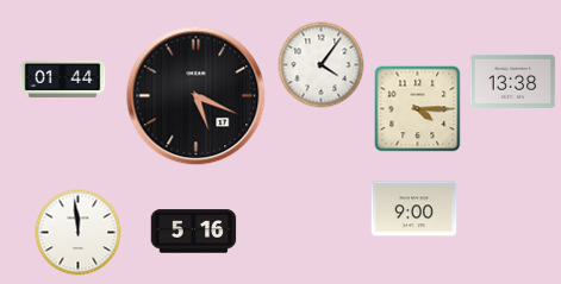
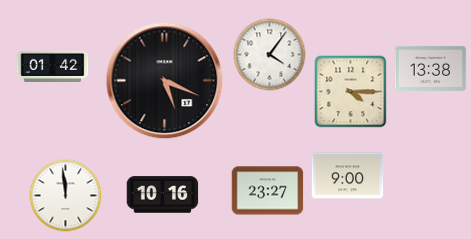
clock at (63, 78): 01:44 -> 01:42
clock at (268, 191): none -> 23:27
clock at (194, 232): 5:16 -> 10:16
